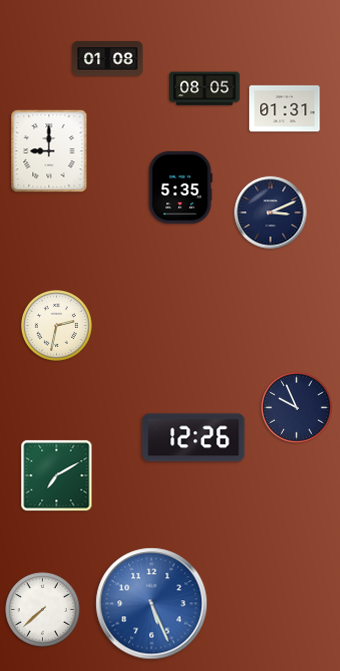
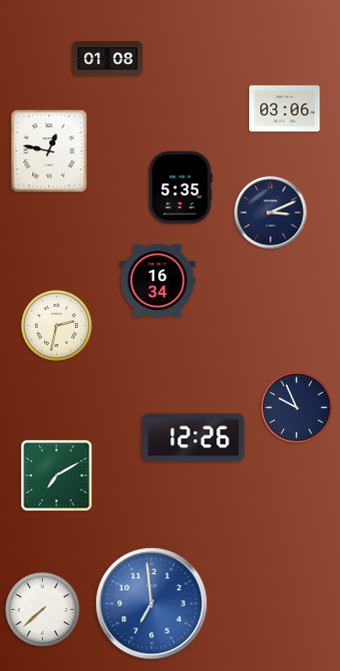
clock at (205, 89): 08:05 -> none
clock at (285, 109): 01:31 -> 03:06
clock at (49, 151): 9:00 -> 12:47
clock at (158, 280): none -> 16:34
clock at (152, 604): 5:26 -> 6:59
